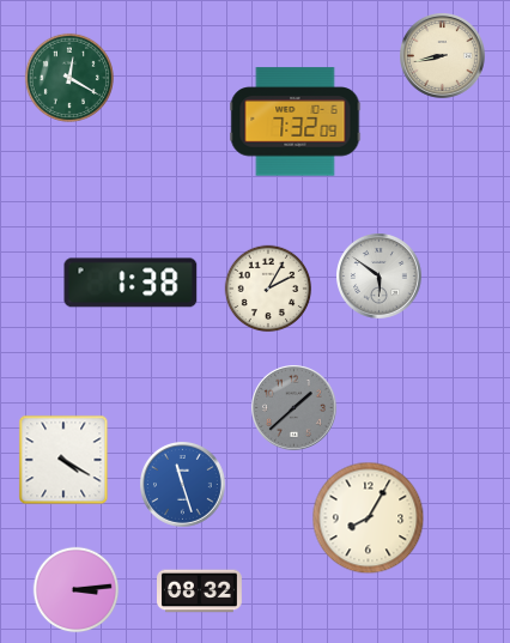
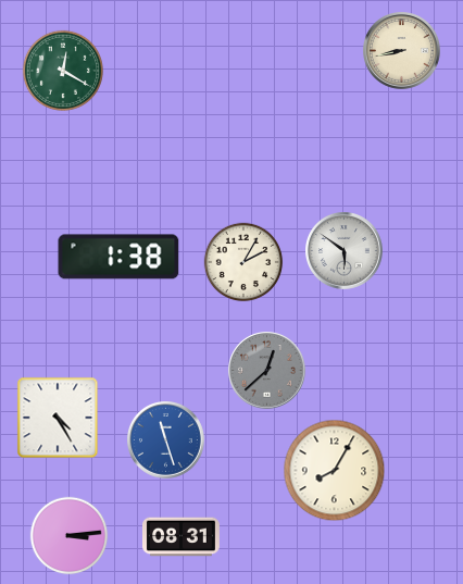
clock at (296, 122): 7:32 -> none
clock at (295, 408): 1:38 -> 12:38
clock at (63, 460): 4:20 -> 4:25
clock at (200, 592): 08:32 -> 08:31
